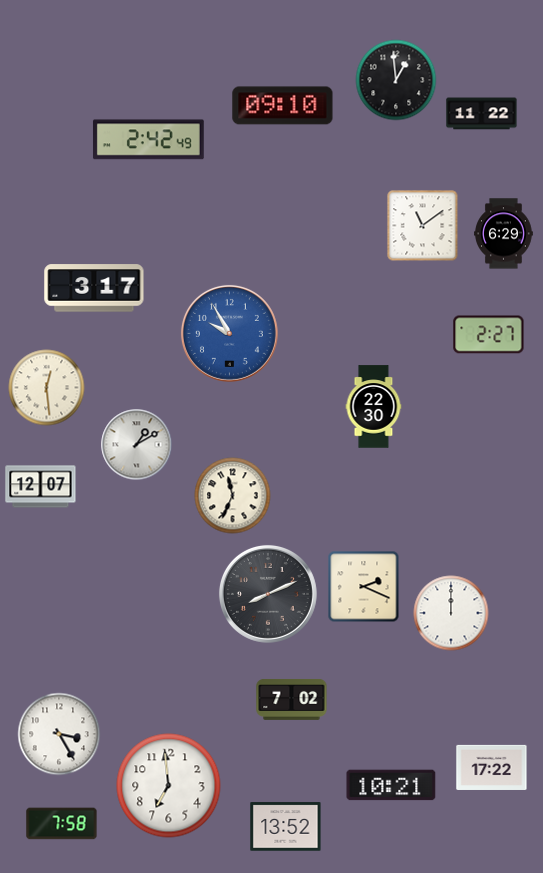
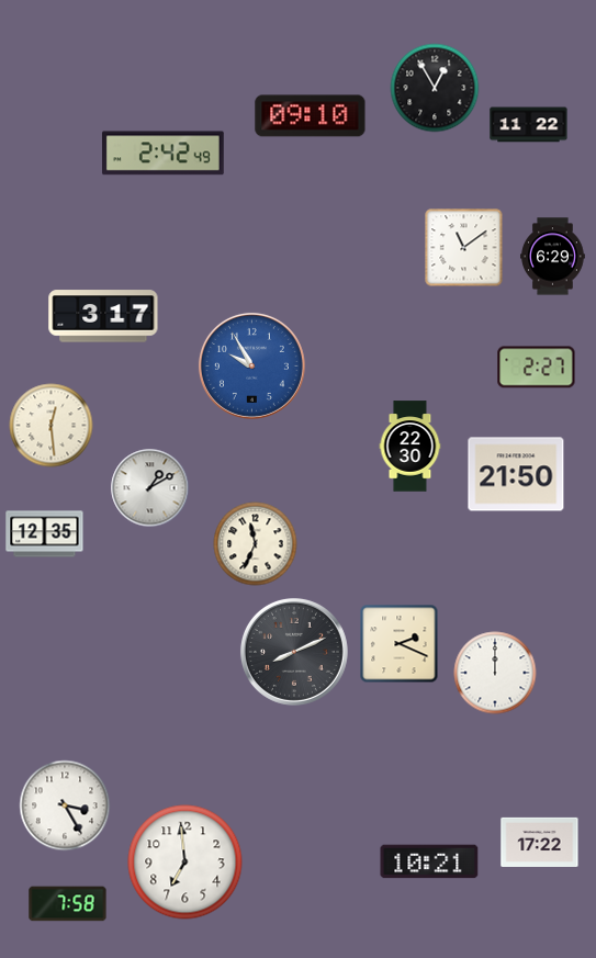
clock at (396, 80): 12:59 -> 12:55
clock at (516, 474): none -> 21:50
clock at (41, 487): 12:07 -> 12:35
clock at (292, 699): 7:02 -> none
clock at (286, 827): 13:52 -> none
